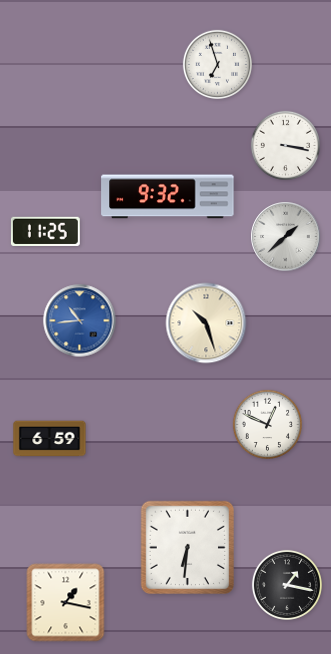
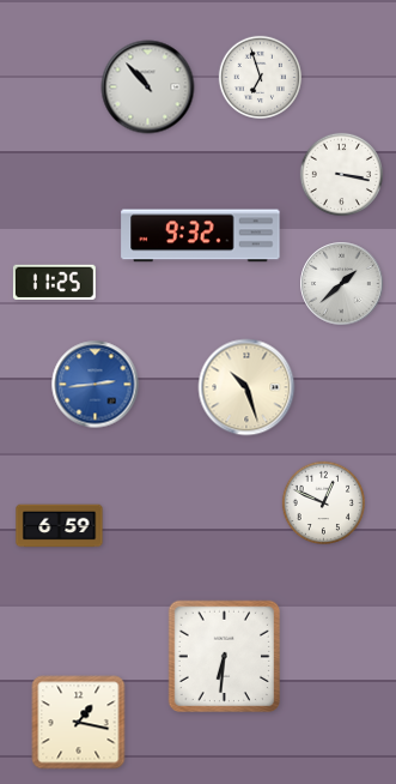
clock at (148, 88): none -> 10:53
clock at (45, 231) position: (45, 231) -> (54, 282)
clock at (80, 321): 10:44 -> 2:44
clock at (267, 424) position: (267, 424) -> (323, 502)
clock at (287, 585): 1:17 -> none
